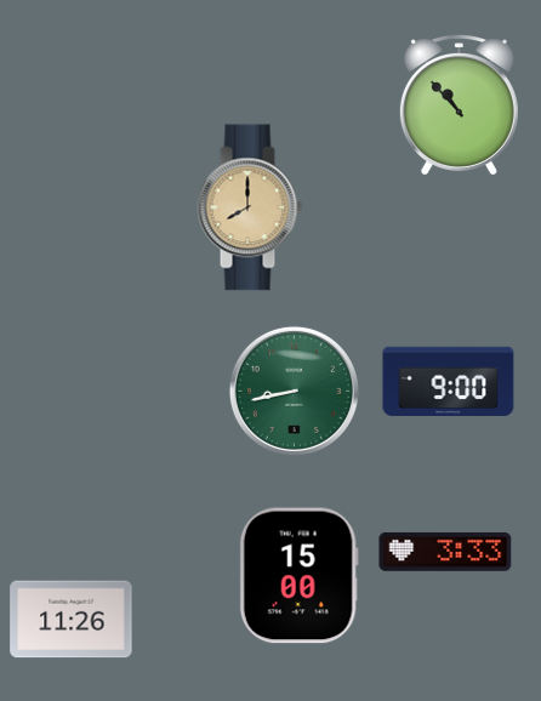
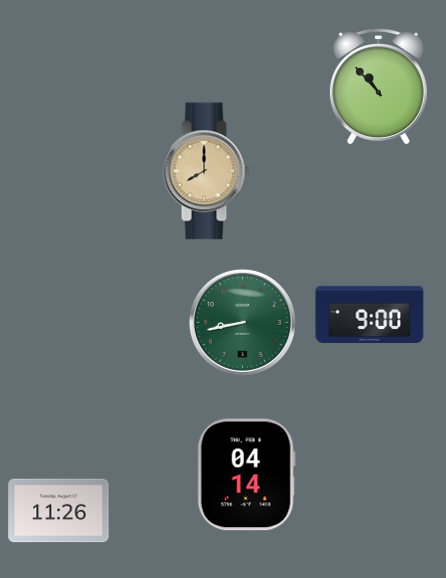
clock at (445, 552): 3:33 -> none
clock at (298, 576): 15:00 -> 04:14
